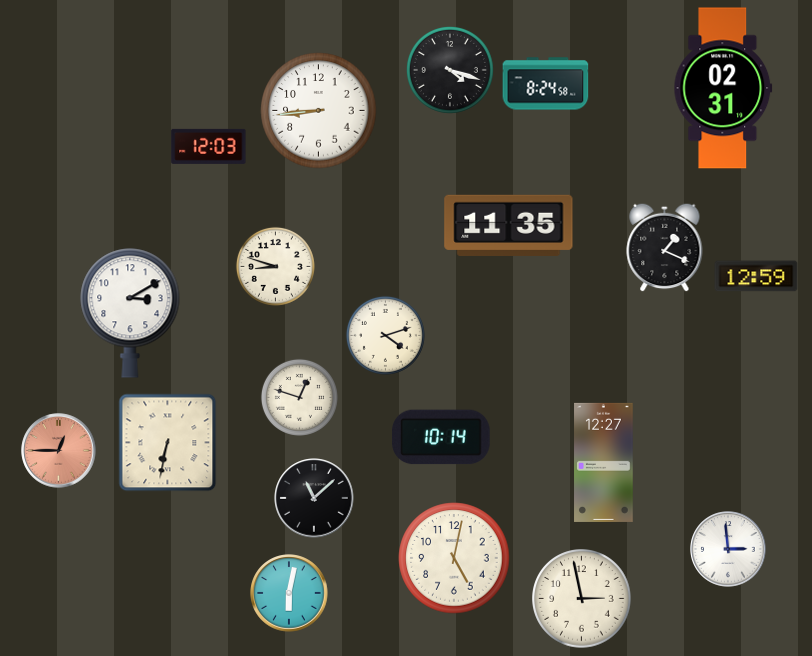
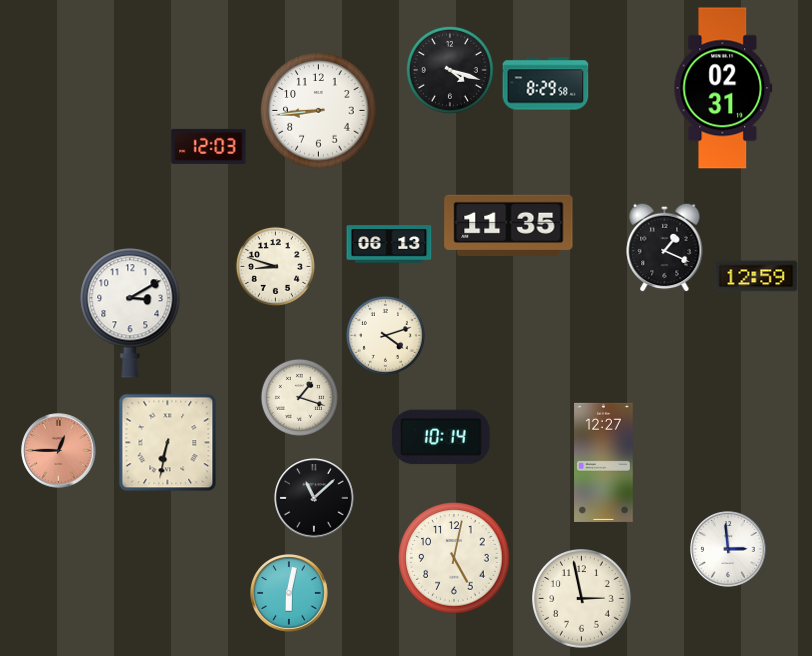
clock at (546, 84): 8:24 -> 8:29
clock at (389, 244): none -> 06:13
clock at (299, 397): 12:48 -> 1:18
